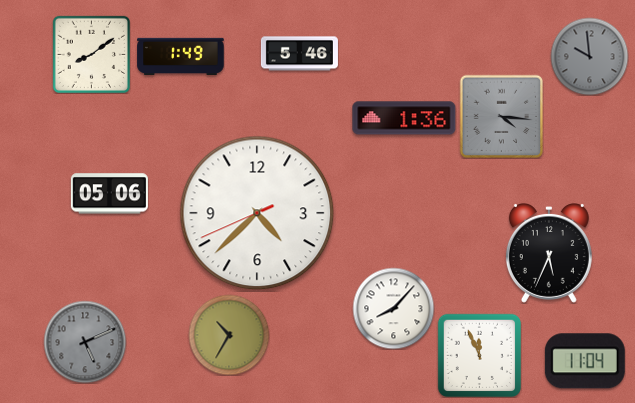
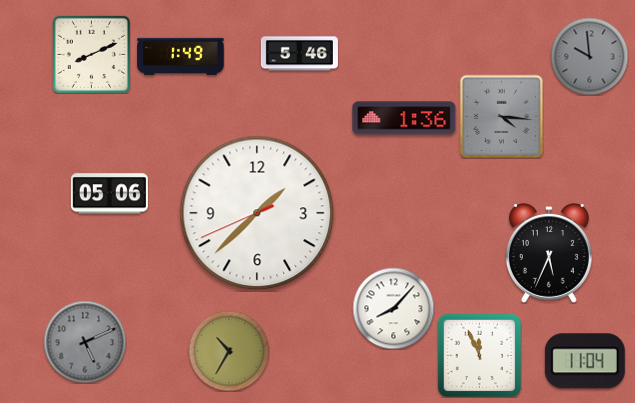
clock at (91, 54): 8:09 -> 8:11
clock at (257, 213): 4:37 -> 1:37
clock at (229, 335) position: (229, 335) -> (229, 351)
